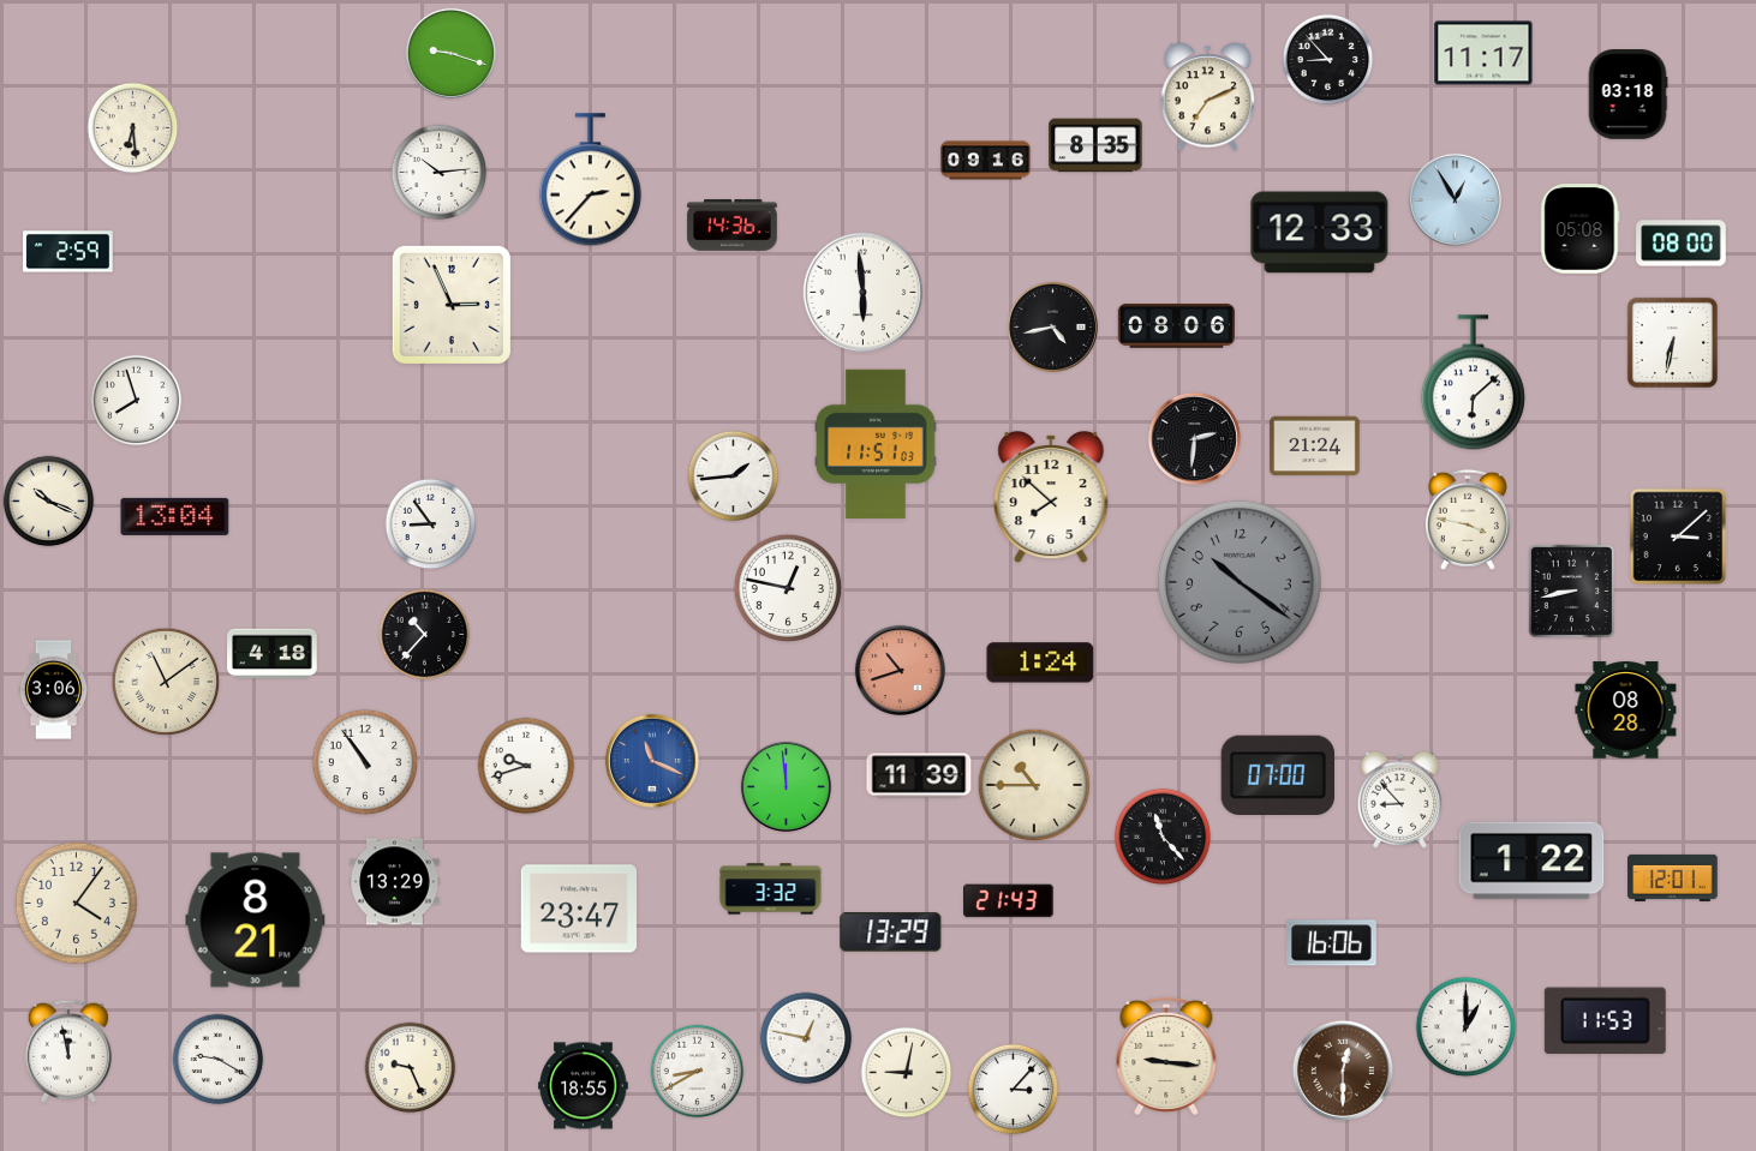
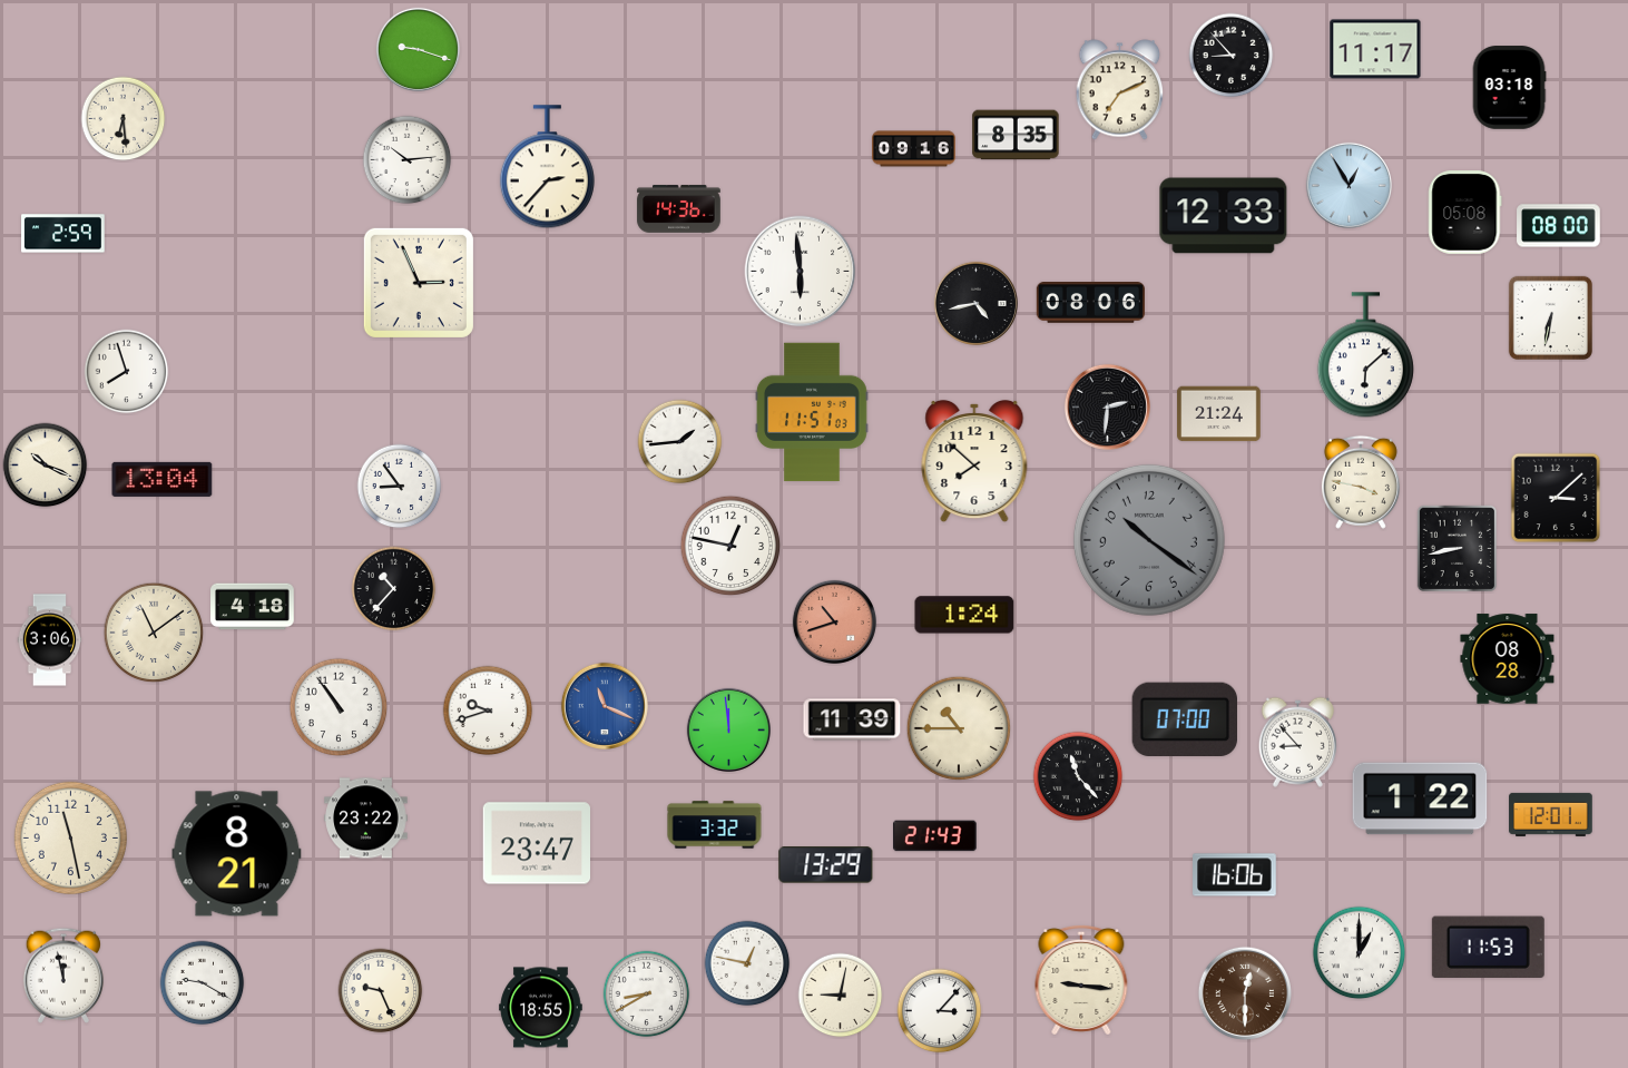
clock at (395, 882): 13:29 -> 23:22
clock at (76, 903): 4:06 -> 11:28
